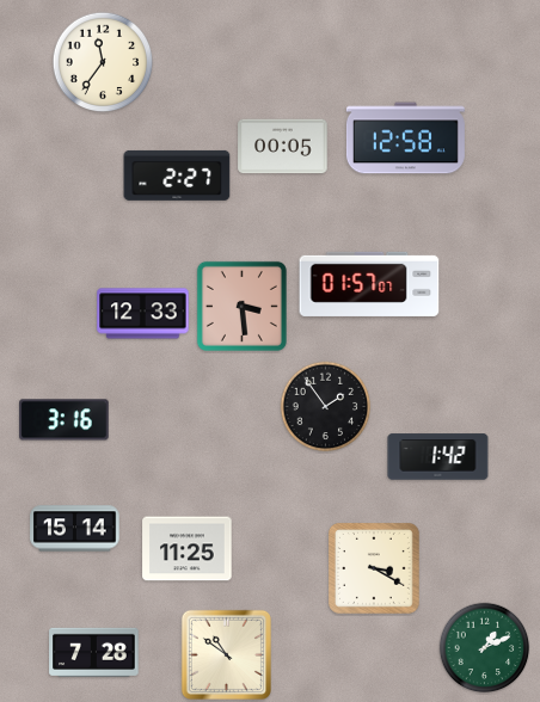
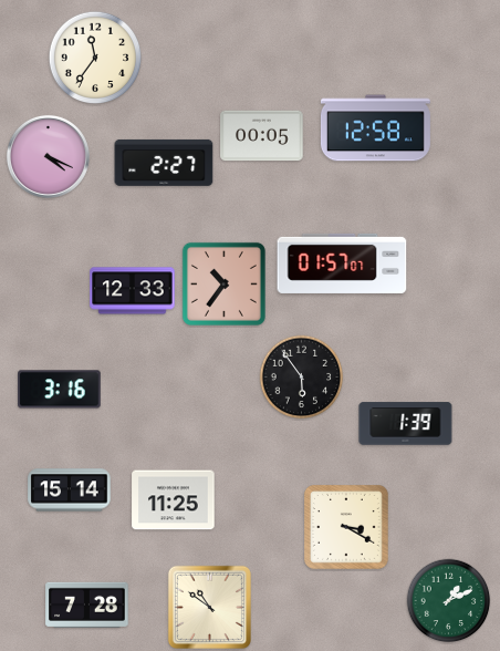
clock at (48, 156): none -> 4:19
clock at (241, 306): 3:29 -> 10:36
clock at (326, 407): 1:54 -> 5:54
clock at (438, 457): 1:42 -> 1:39
clock at (188, 549) position: (188, 549) -> (174, 500)
